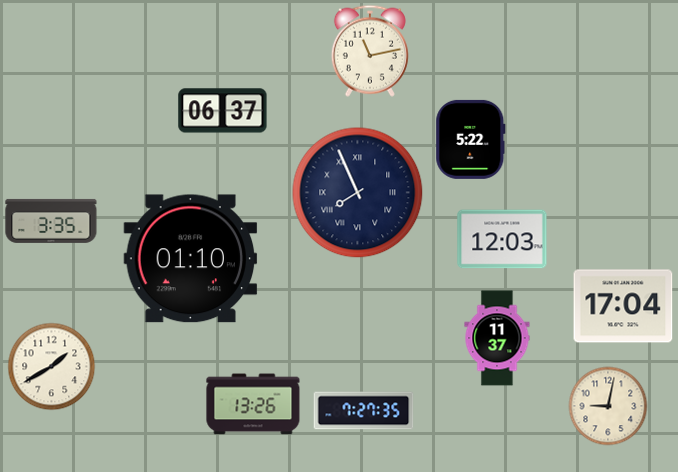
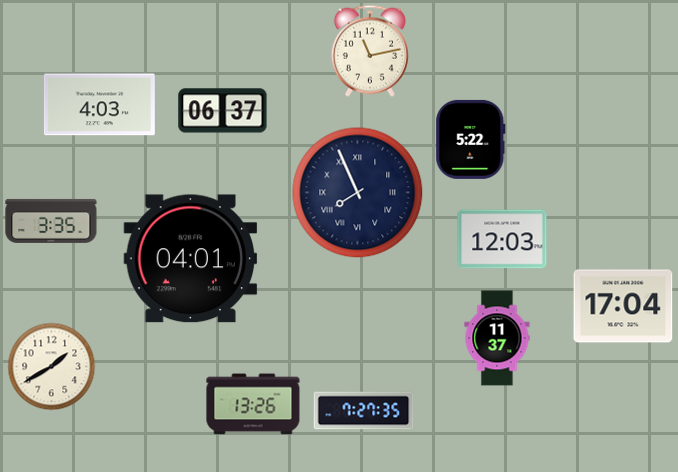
clock at (99, 105): none -> 4:03
clock at (191, 259): 01:10 -> 04:01
clock at (608, 406): 9:02 -> none
